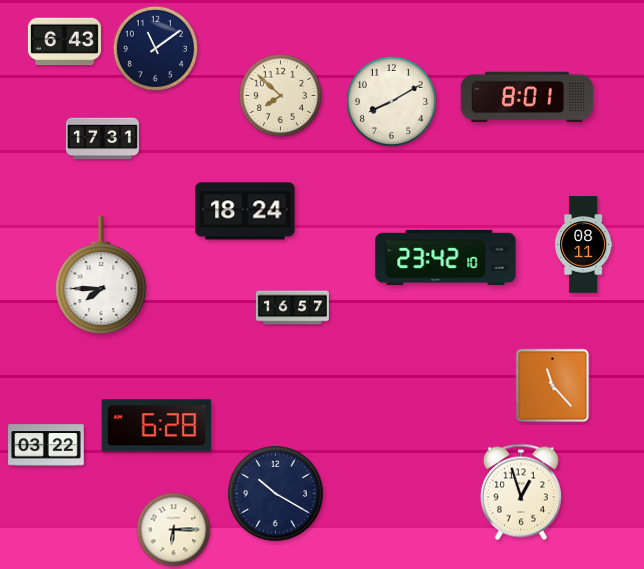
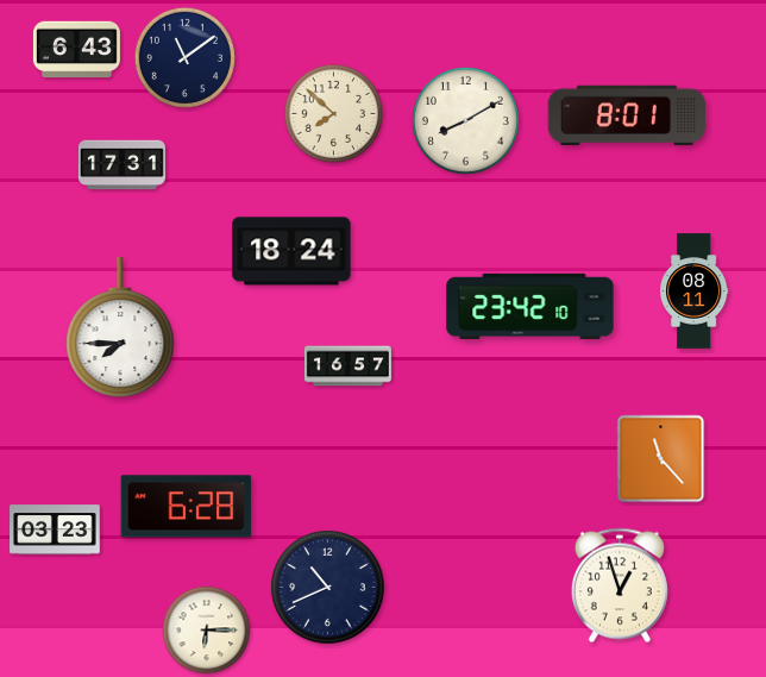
clock at (553, 386) position: (553, 386) -> (661, 459)
clock at (46, 445): 03:22 -> 03:23
clock at (276, 494): 10:20 -> 10:41
